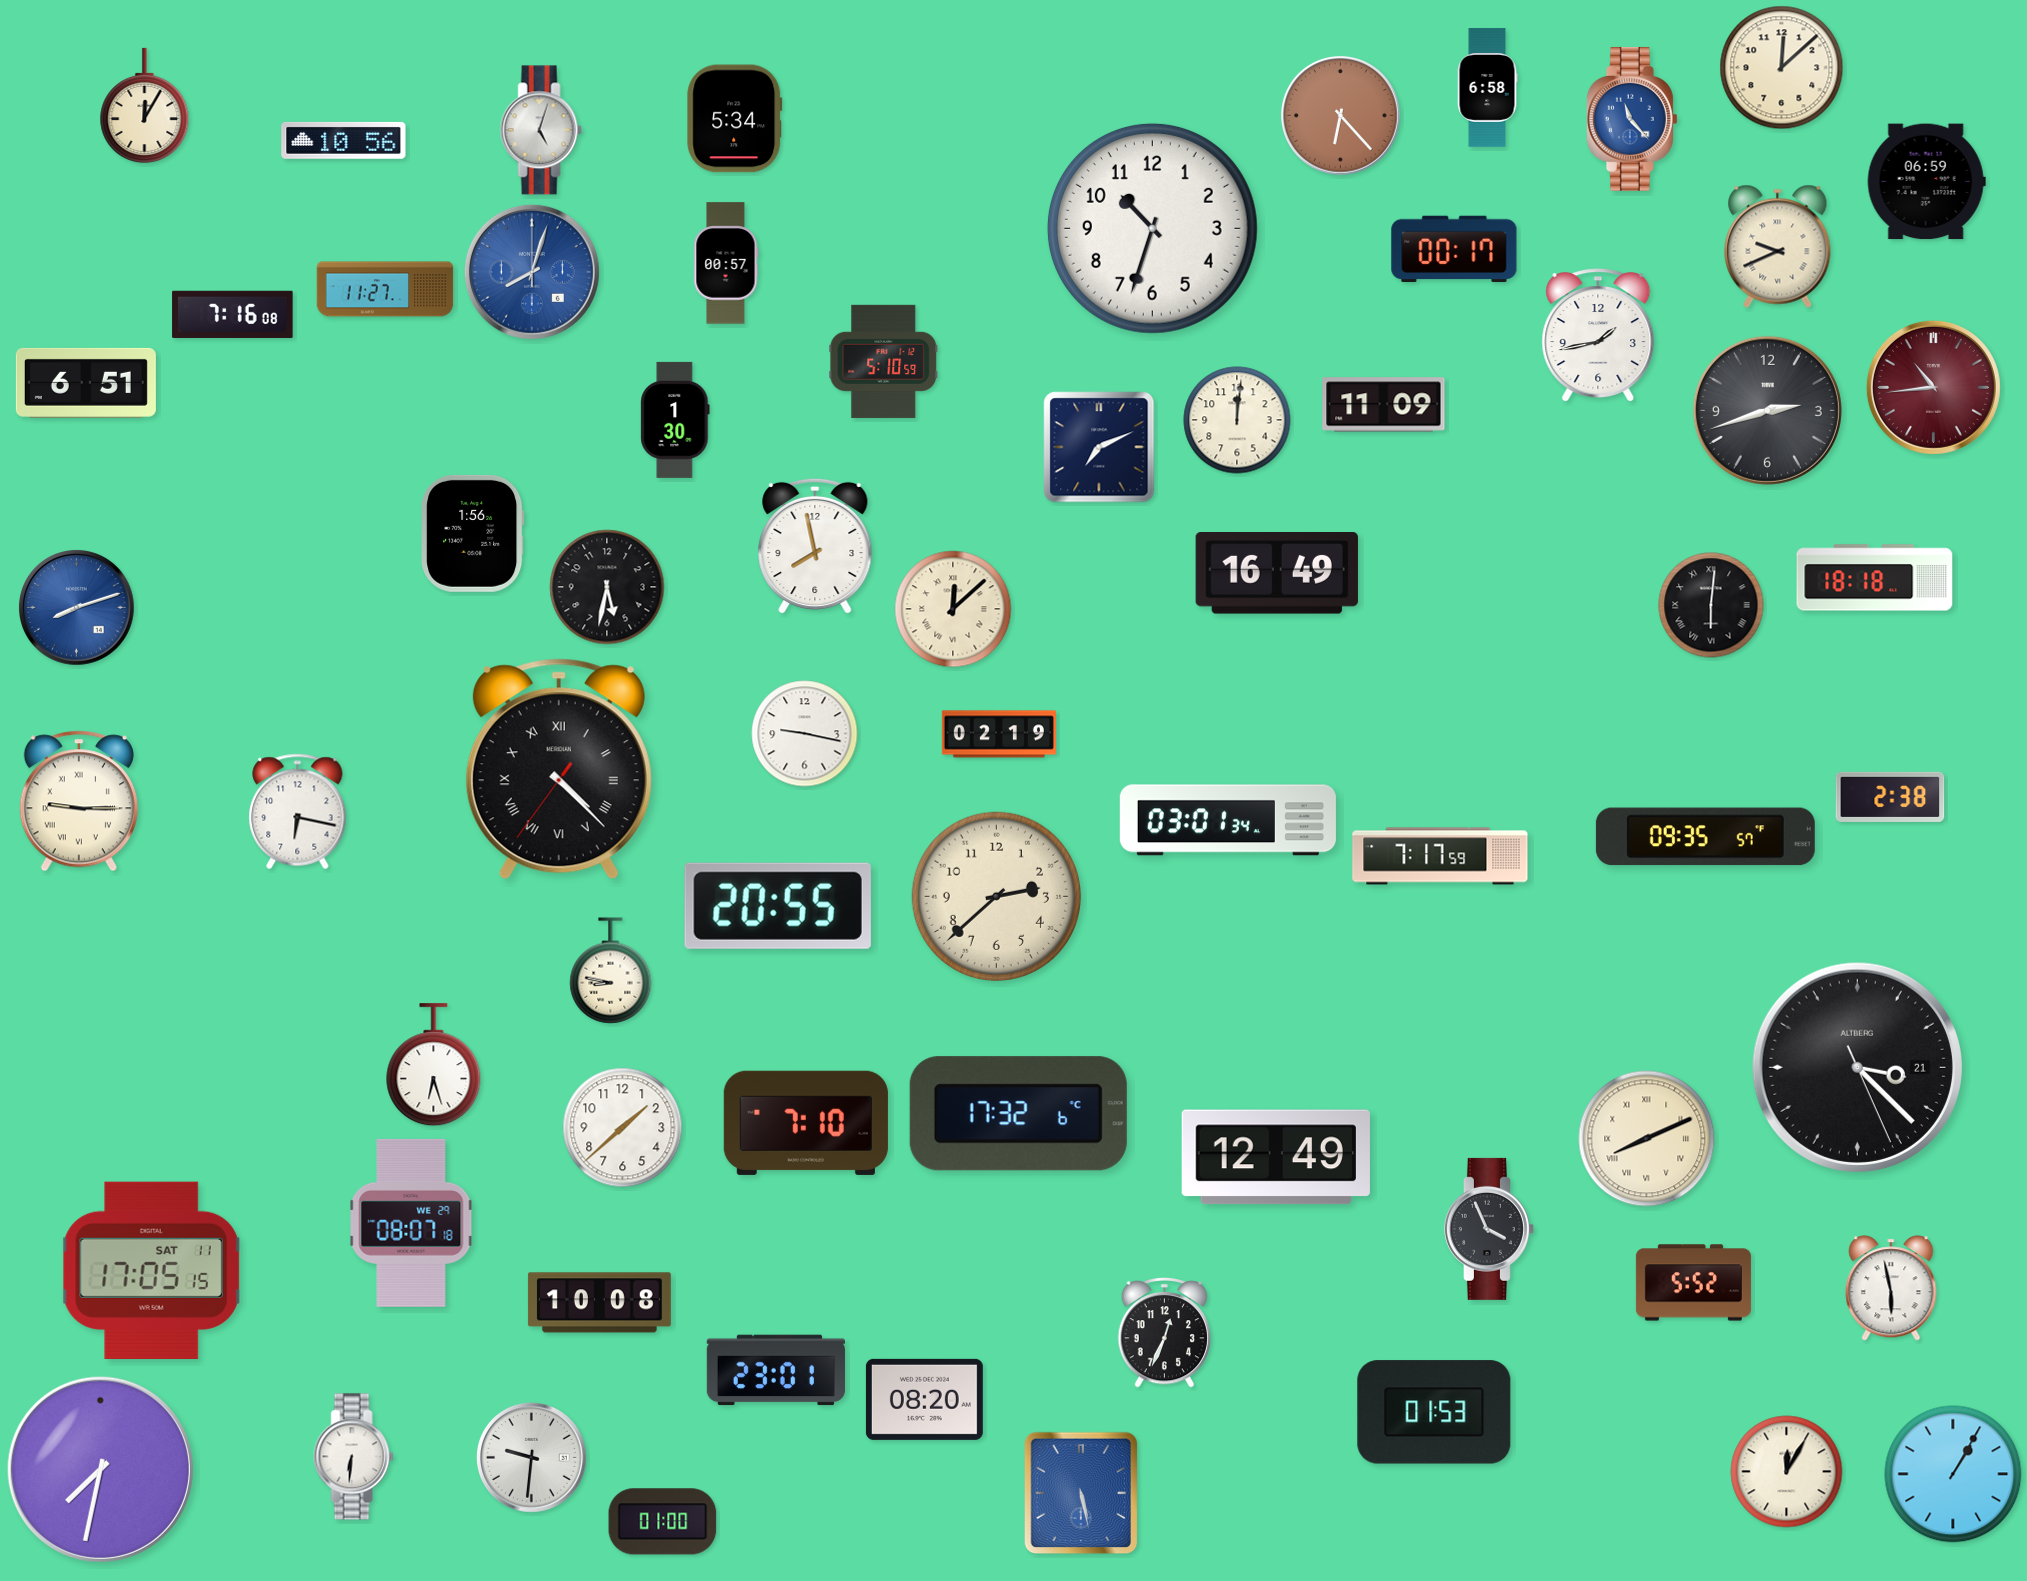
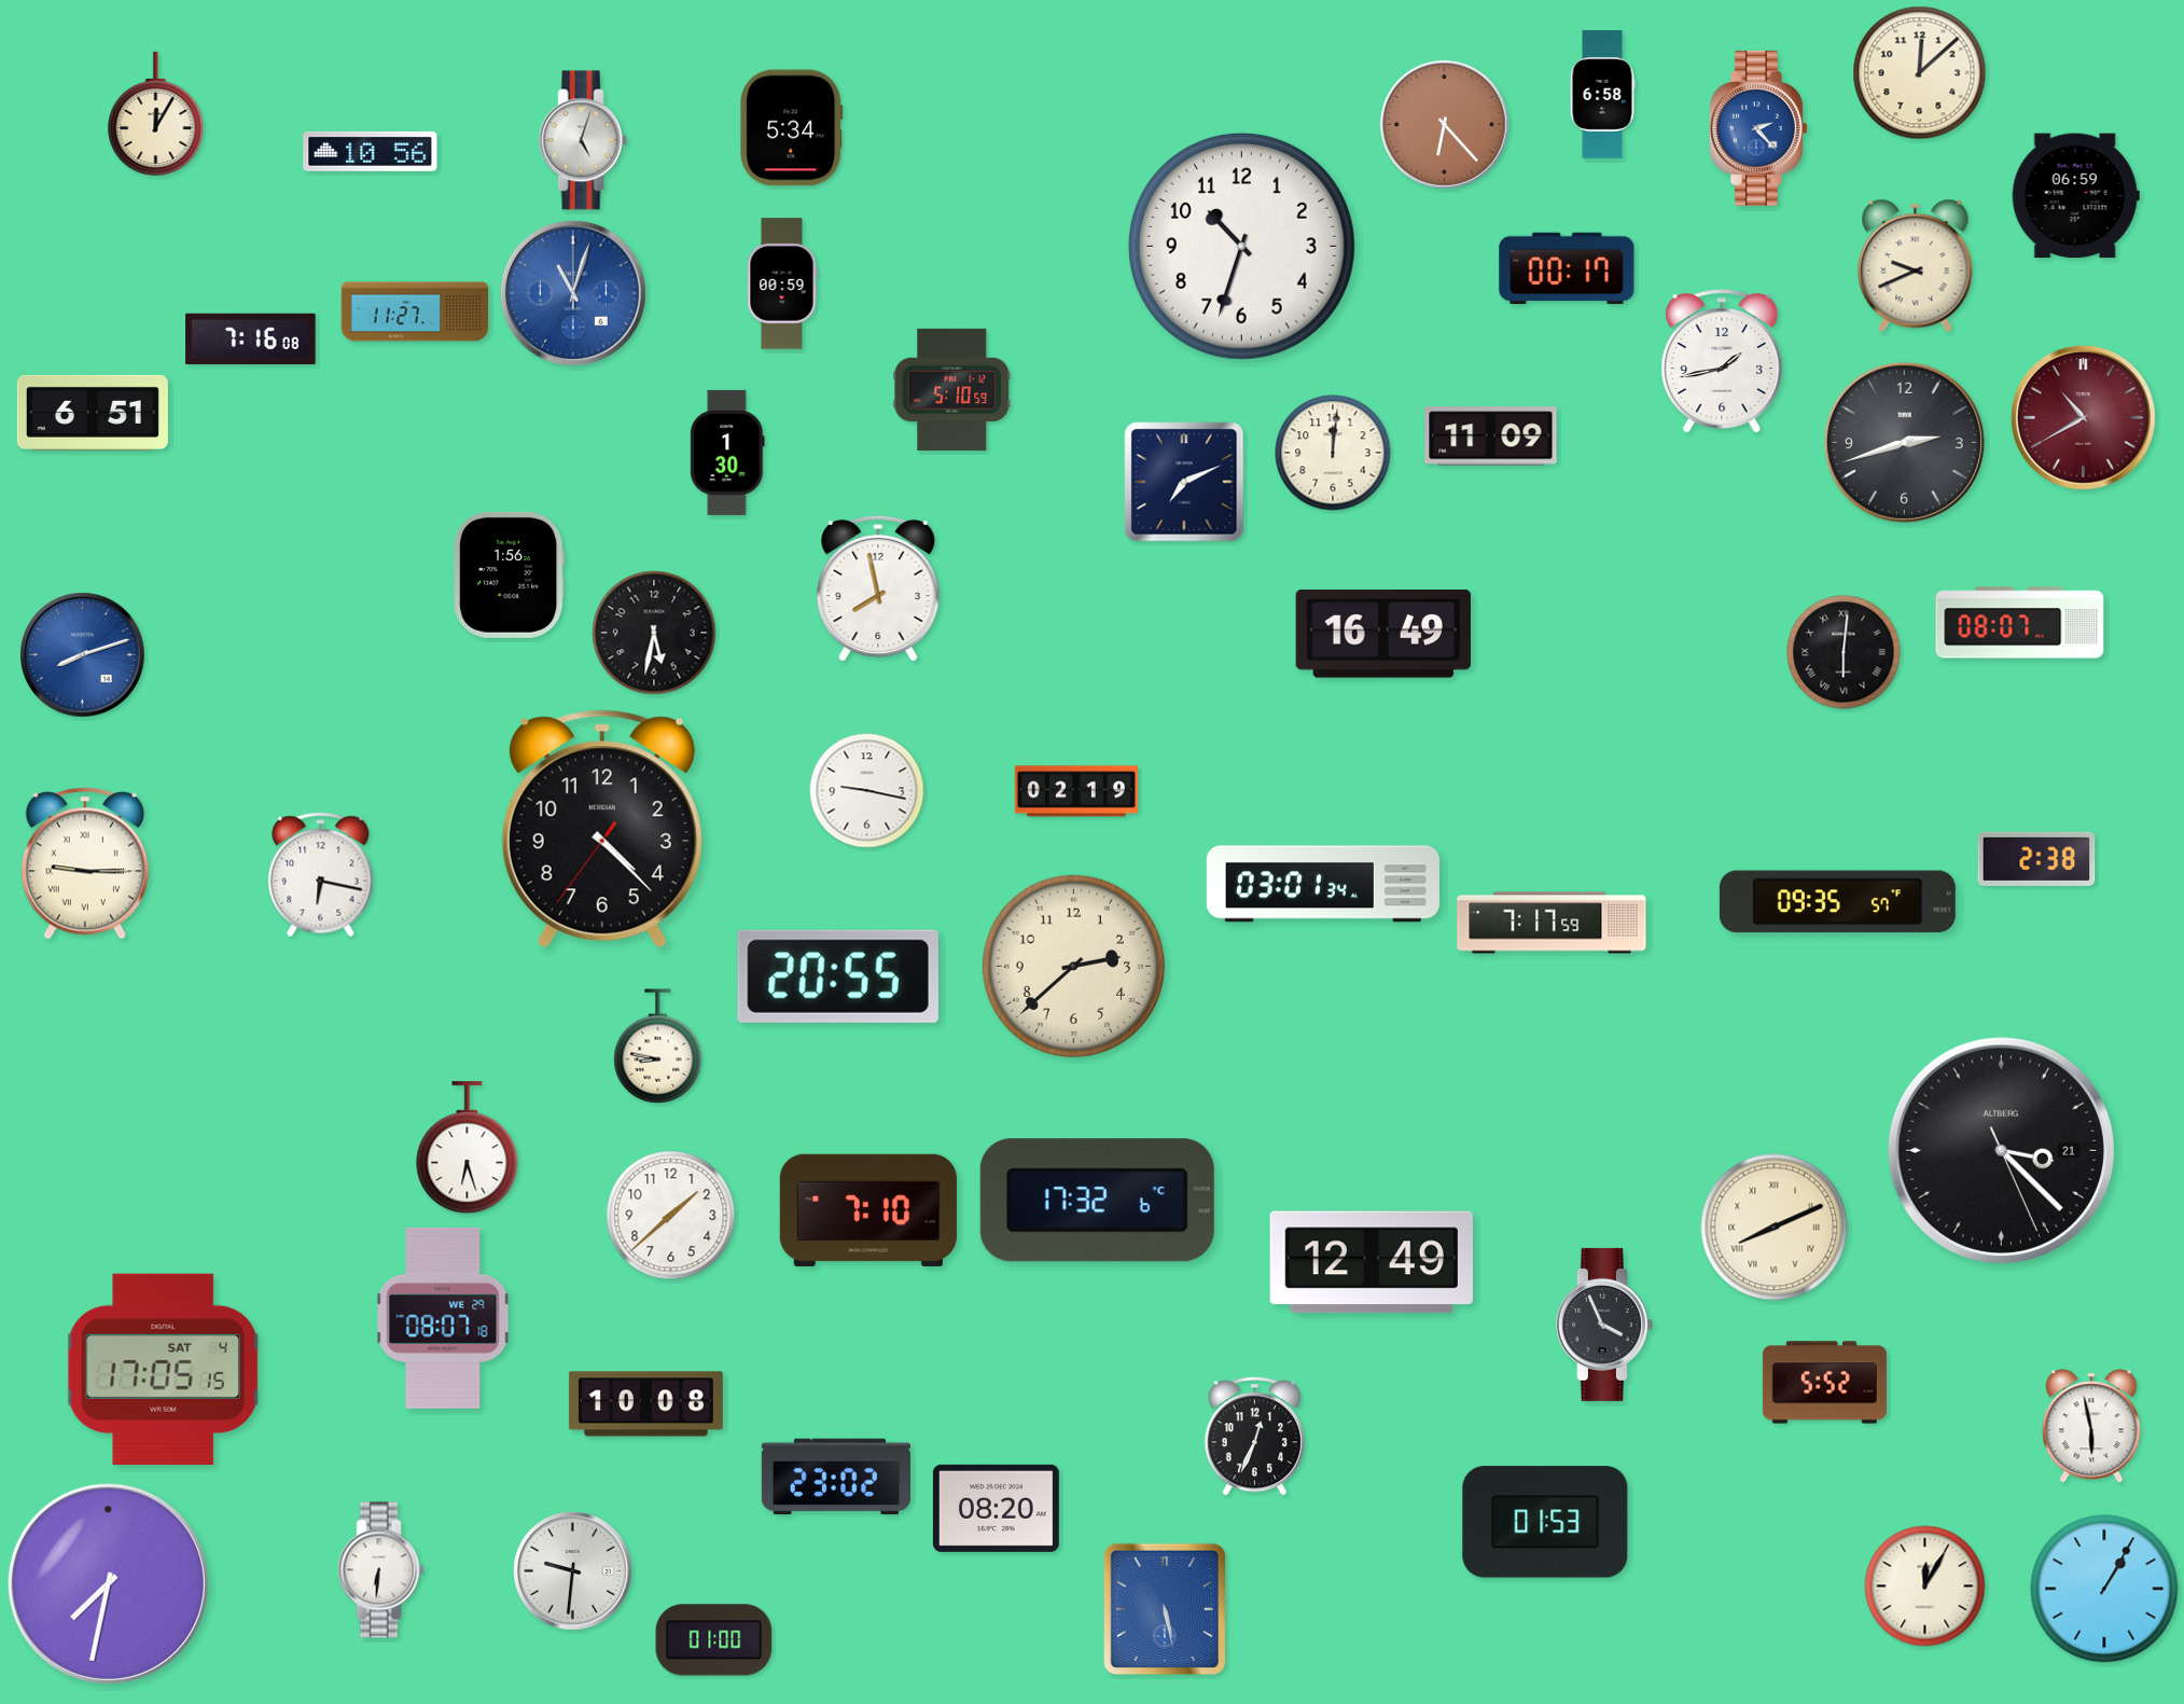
clock at (1632, 119): 11:23 -> 2:23
clock at (726, 263): 00:57 -> 00:59
clock at (532, 272): 8:03 -> 11:03
clock at (1933, 387): 10:44 -> 10:40
clock at (1277, 574) position: (1277, 574) -> (1383, 635)
clock at (1875, 578): 18:18 -> 08:07
clock at (953, 609): 12:08 -> none
clock at (559, 769) numerals: Roman -> Arabic
clock at (1276, 1157) position: (1276, 1157) -> (1372, 1262)
clock at (151, 1270) date: SAT 11 -> SAT 4
clock at (1891, 1288) position: (1891, 1288) -> (2091, 1426)
clock at (776, 1370): 23:01 -> 23:02
